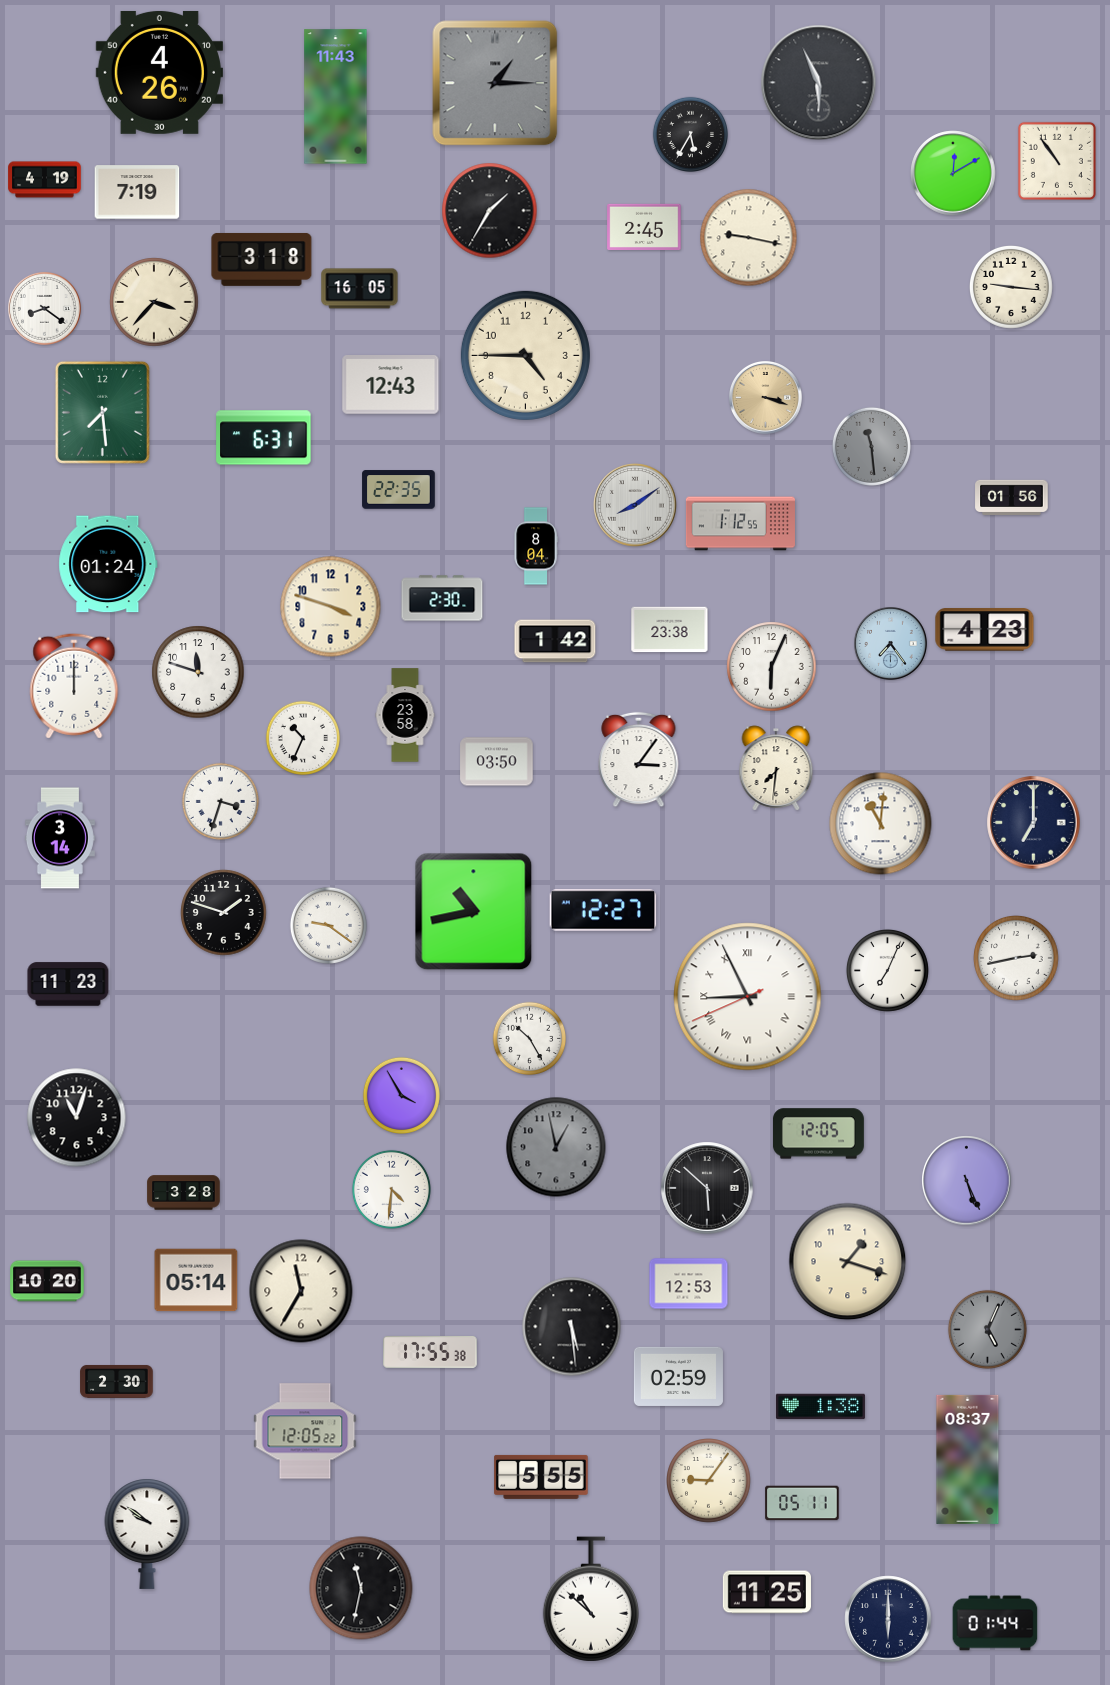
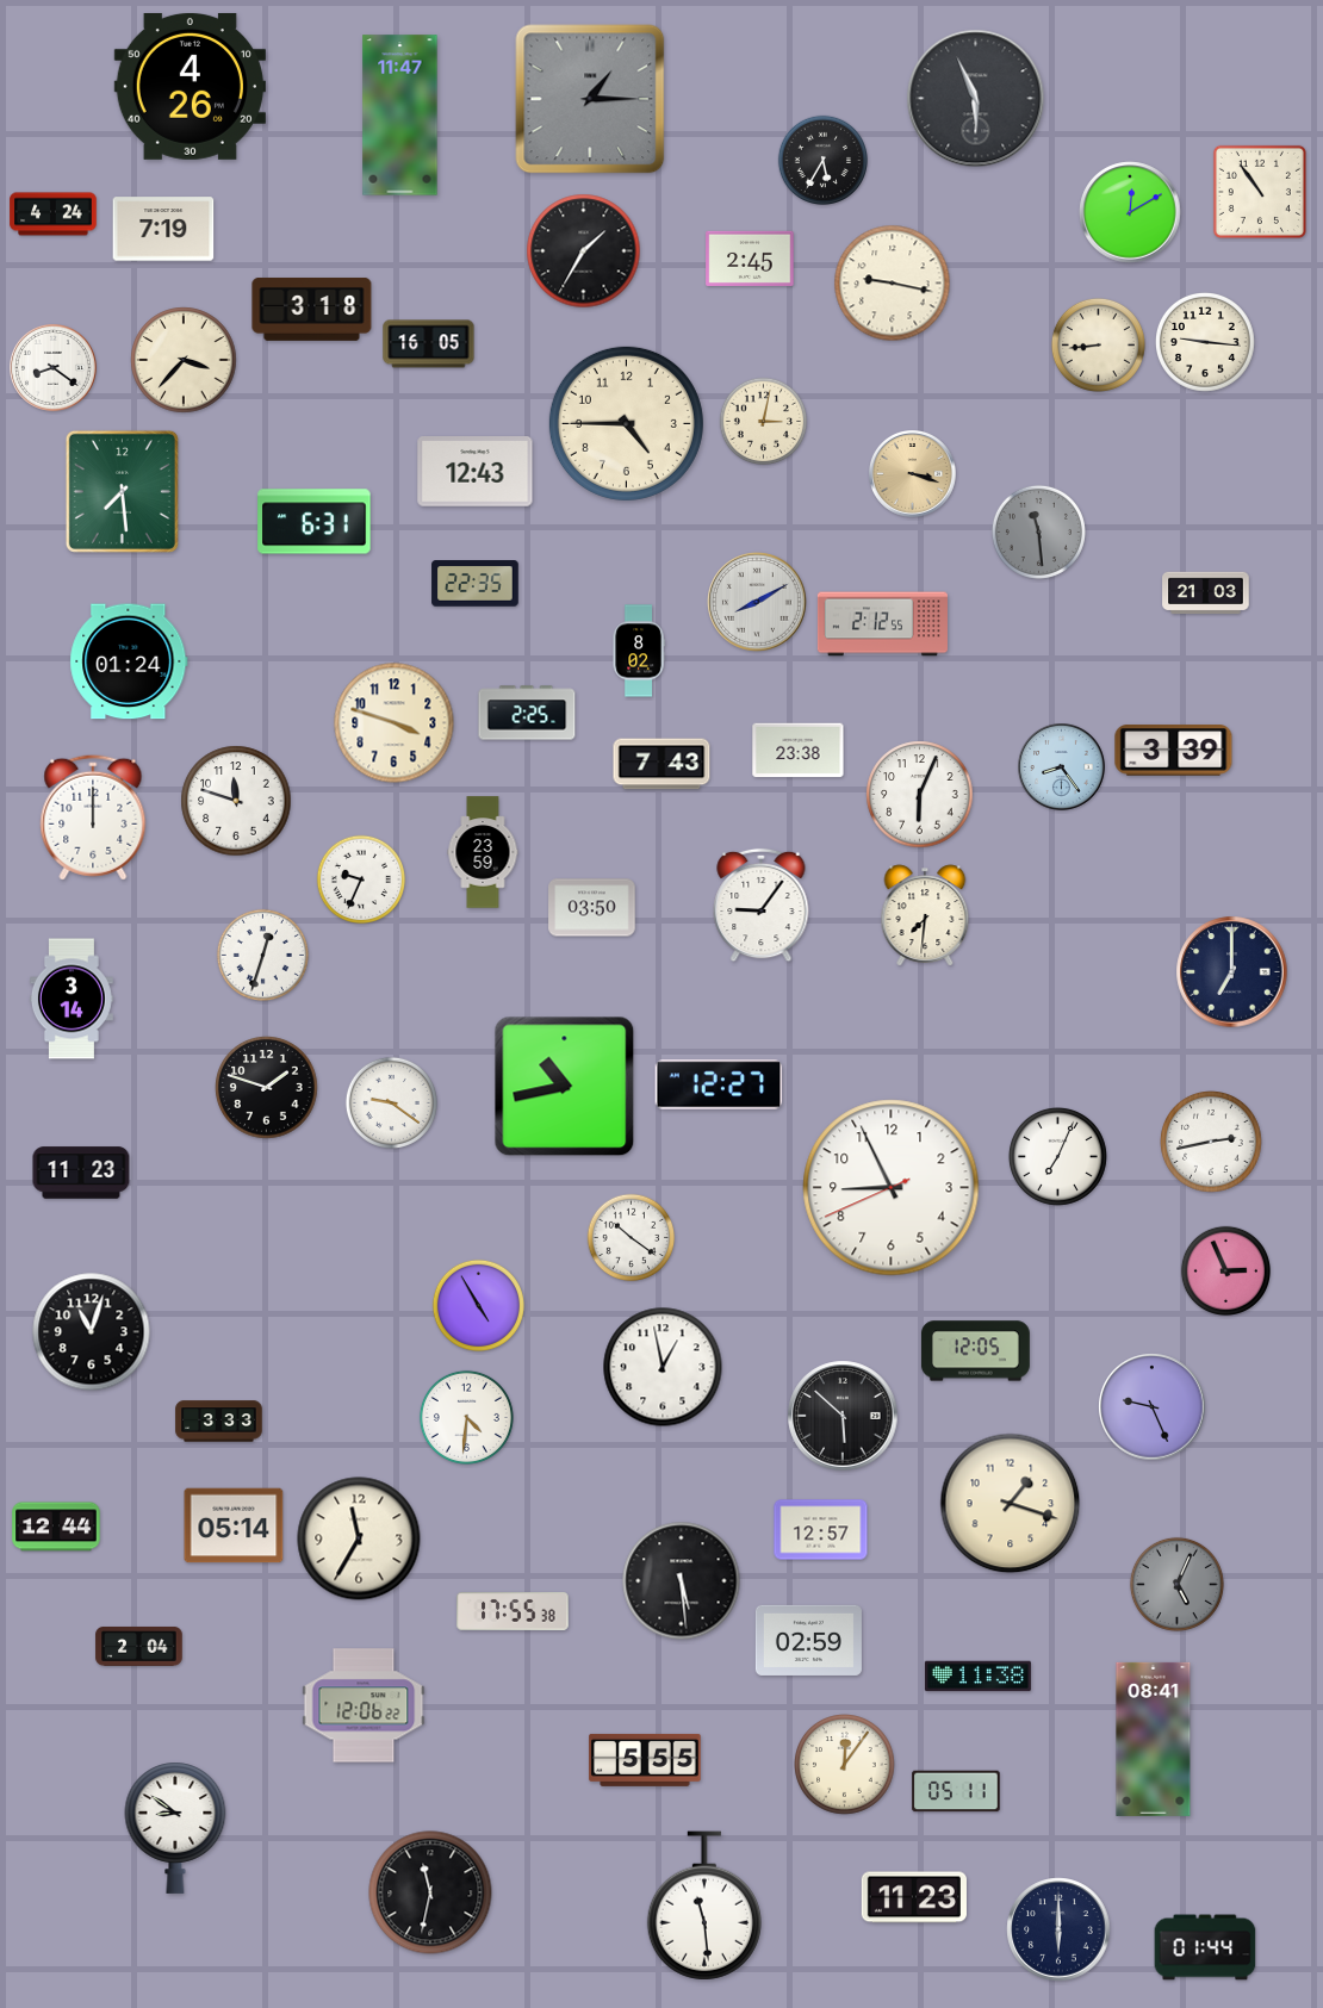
clock at (336, 97): 11:43 -> 11:47
clock at (953, 173) position: (953, 173) -> (1130, 212)
clock at (45, 180): 4:19 -> 4:24
clock at (644, 226) position: (644, 226) -> (750, 257)
clock at (1098, 344): none -> 8:44
clock at (764, 422): none -> 3:02
clock at (391, 385) position: (391, 385) -> (476, 472)
clock at (1012, 498): 01:56 -> 21:03
clock at (635, 505): 8:09 -> 8:10
clock at (740, 524): 1:12 -> 2:12
clock at (536, 546): 8:04 -> 8:02
clock at (108, 564) position: (108, 564) -> (129, 661)
clock at (442, 598): 2:30 -> 2:25
clock at (985, 630): 4:23 -> 3:39
clock at (555, 641): 1:42 -> 7:43
clock at (891, 644): 7:24 -> 8:24
clock at (74, 686) position: (74, 686) -> (93, 818)
clock at (405, 715): 23:58 -> 23:59
clock at (303, 738): 10:34 -> 9:34
clock at (639, 760): 3:06 -> 9:06
clock at (220, 801): 3:33 -> 12:33
clock at (1034, 823) position: (1034, 823) -> (1232, 972)
clock at (881, 824): 11:01 -> none
clock at (748, 997) numerals: Roman -> Arabic
clock at (530, 1039): 10:25 -> 10:21
clock at (1225, 1270): none -> 2:56
clock at (401, 1095): 3:55 -> 4:55
clock at (556, 1147) dial: grey -> white
clock at (967, 1181): 5:26 -> 9:26
clock at (184, 1193): 3:28 -> 3:33
clock at (47, 1281): 10:20 -> 12:44
clock at (689, 1284): 12:53 -> 12:57
clock at (117, 1381): 2:30 -> 2:04
clock at (820, 1407): 1:38 -> 11:38
clock at (305, 1431): 12:05 -> 12:06
clock at (968, 1459): 08:37 -> 08:41
clock at (709, 1481): 9:06 -> 12:06
clock at (147, 1534): 9:51 -> 8:51
clock at (767, 1592): 11:25 -> 11:23
clock at (591, 1599): 10:52 -> 11:29
clock at (995, 1623) position: (995, 1623) -> (1205, 1947)
